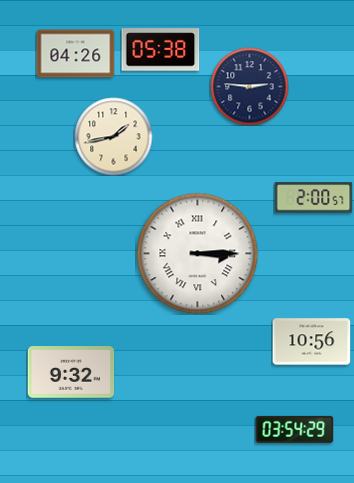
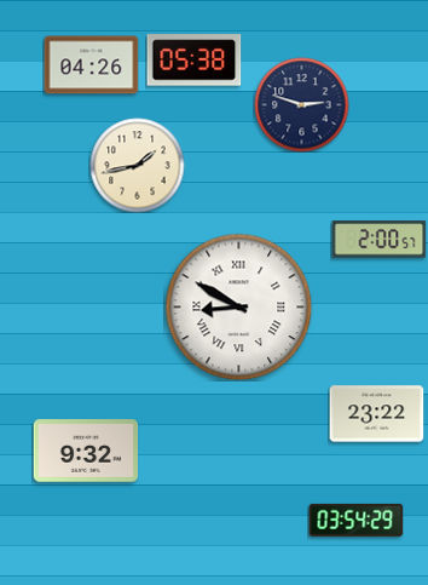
clock at (249, 86): 2:46 -> 2:48
clock at (197, 253): 3:15 -> 8:50
clock at (311, 342): 10:56 -> 23:22
